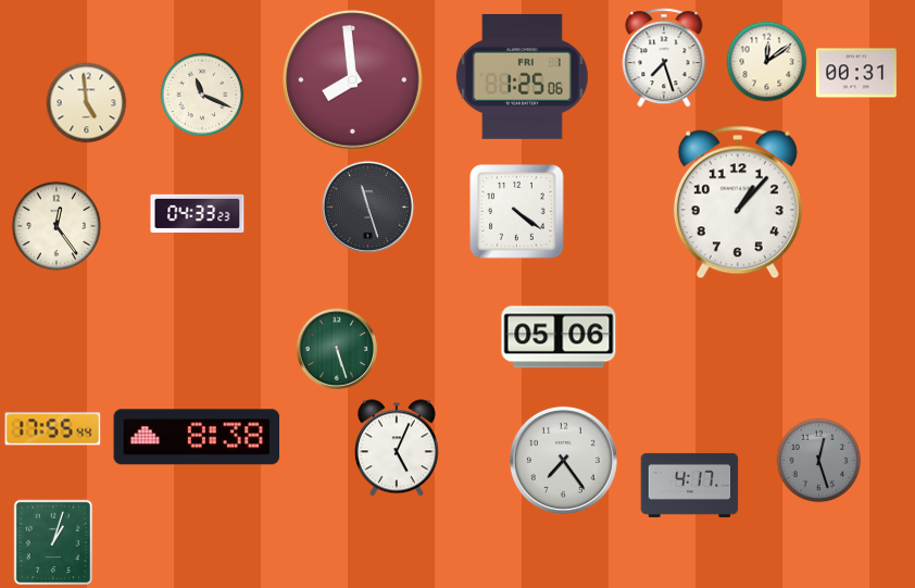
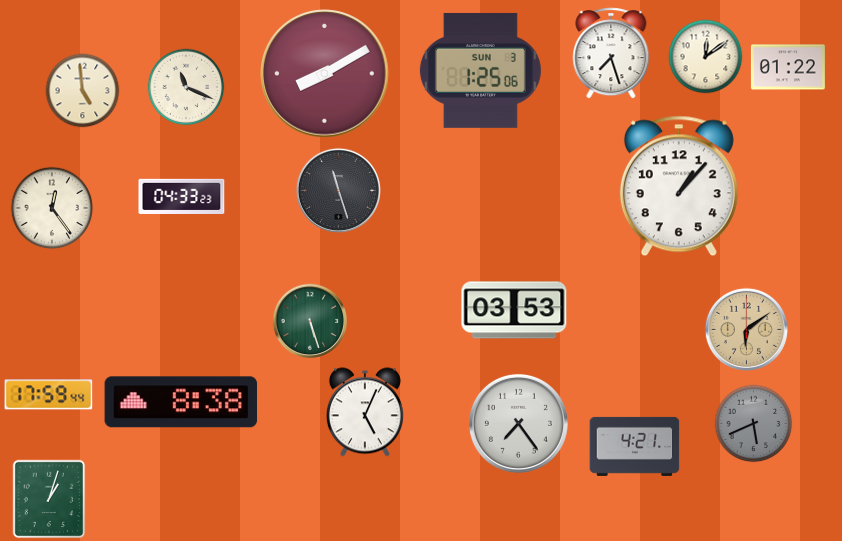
clock at (856, 73): 00:31 -> 01:22
clock at (522, 76) date: FRI 1 -> SUN 3
clock at (353, 80): 7:59 -> 8:10
clock at (87, 103) position: (87, 103) -> (83, 91)
clock at (517, 212): 4:21 -> none
clock at (559, 337): 05:06 -> 03:53
clock at (746, 329): none -> 6:09
clock at (53, 429): 17:55 -> 17:59
clock at (819, 461): 12:27 -> 5:41
clock at (690, 485): 4:17 -> 4:21
